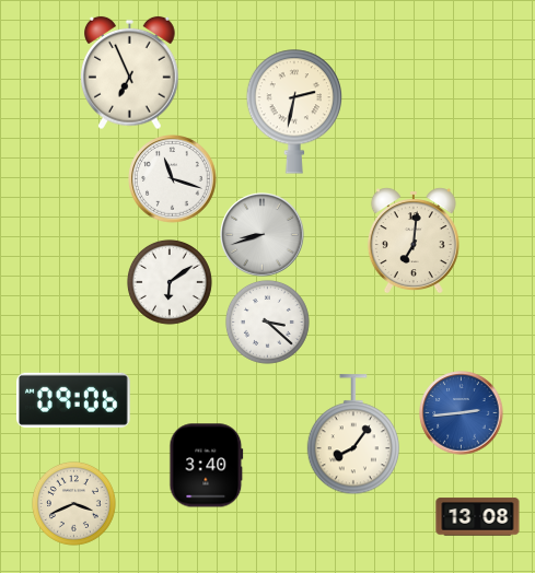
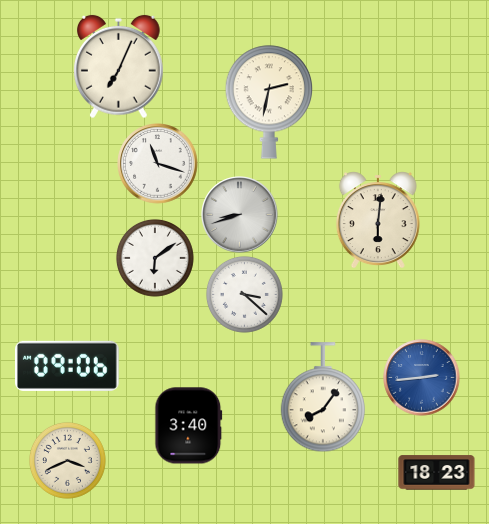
clock at (130, 73): 6:56 -> 7:04
clock at (414, 241): 7:01 -> 6:01
clock at (478, 517): 13:08 -> 18:23
